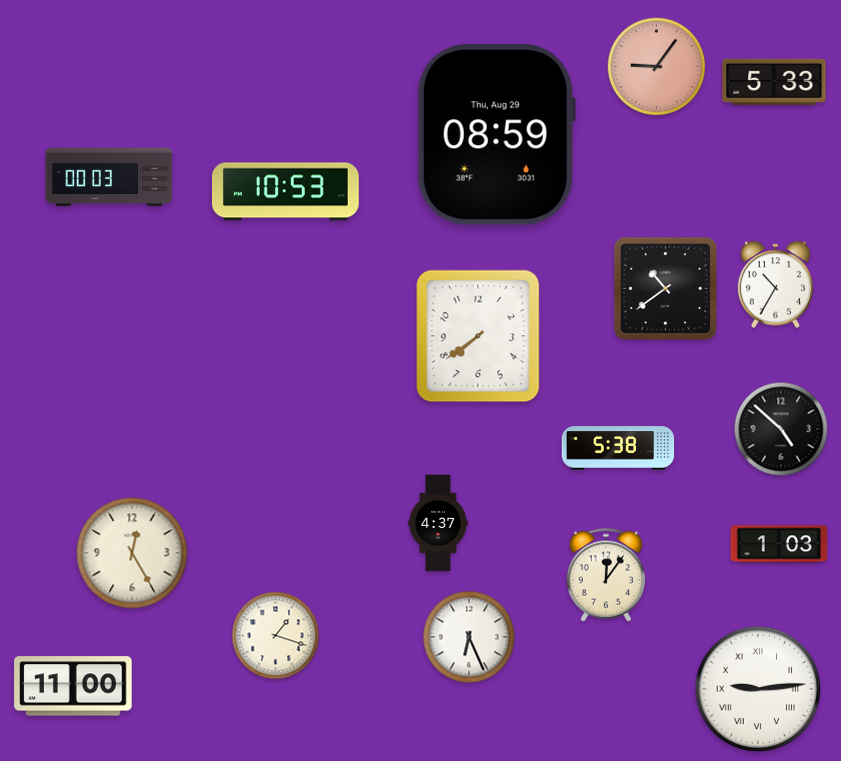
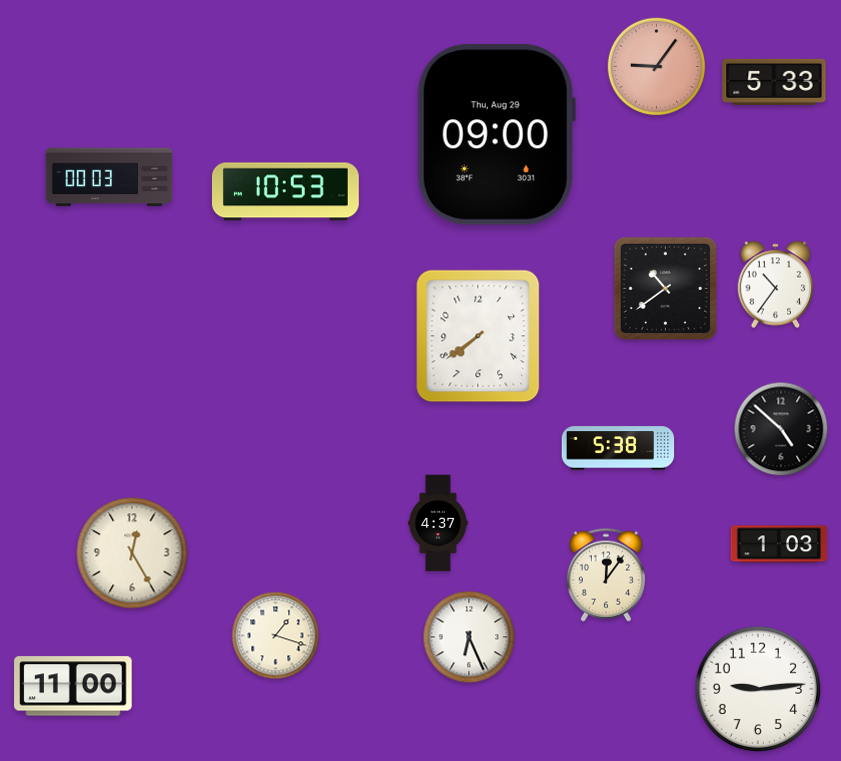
clock at (496, 135): 08:59 -> 09:00
clock at (776, 285): 10:35 -> 10:36
clock at (758, 689) numerals: Roman -> Arabic
